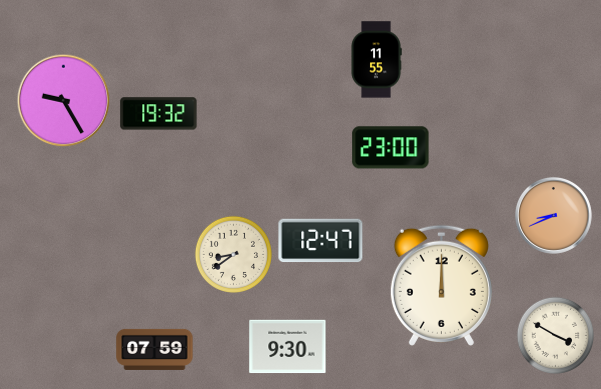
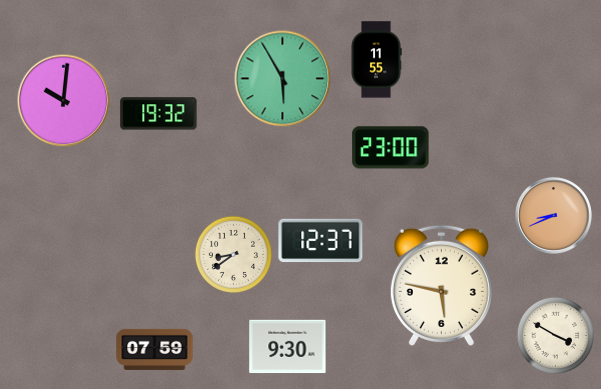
clock at (283, 79): none -> 5:55
clock at (63, 100): 9:25 -> 10:01
clock at (321, 241): 12:47 -> 12:37
clock at (441, 285): 12:00 -> 5:47
